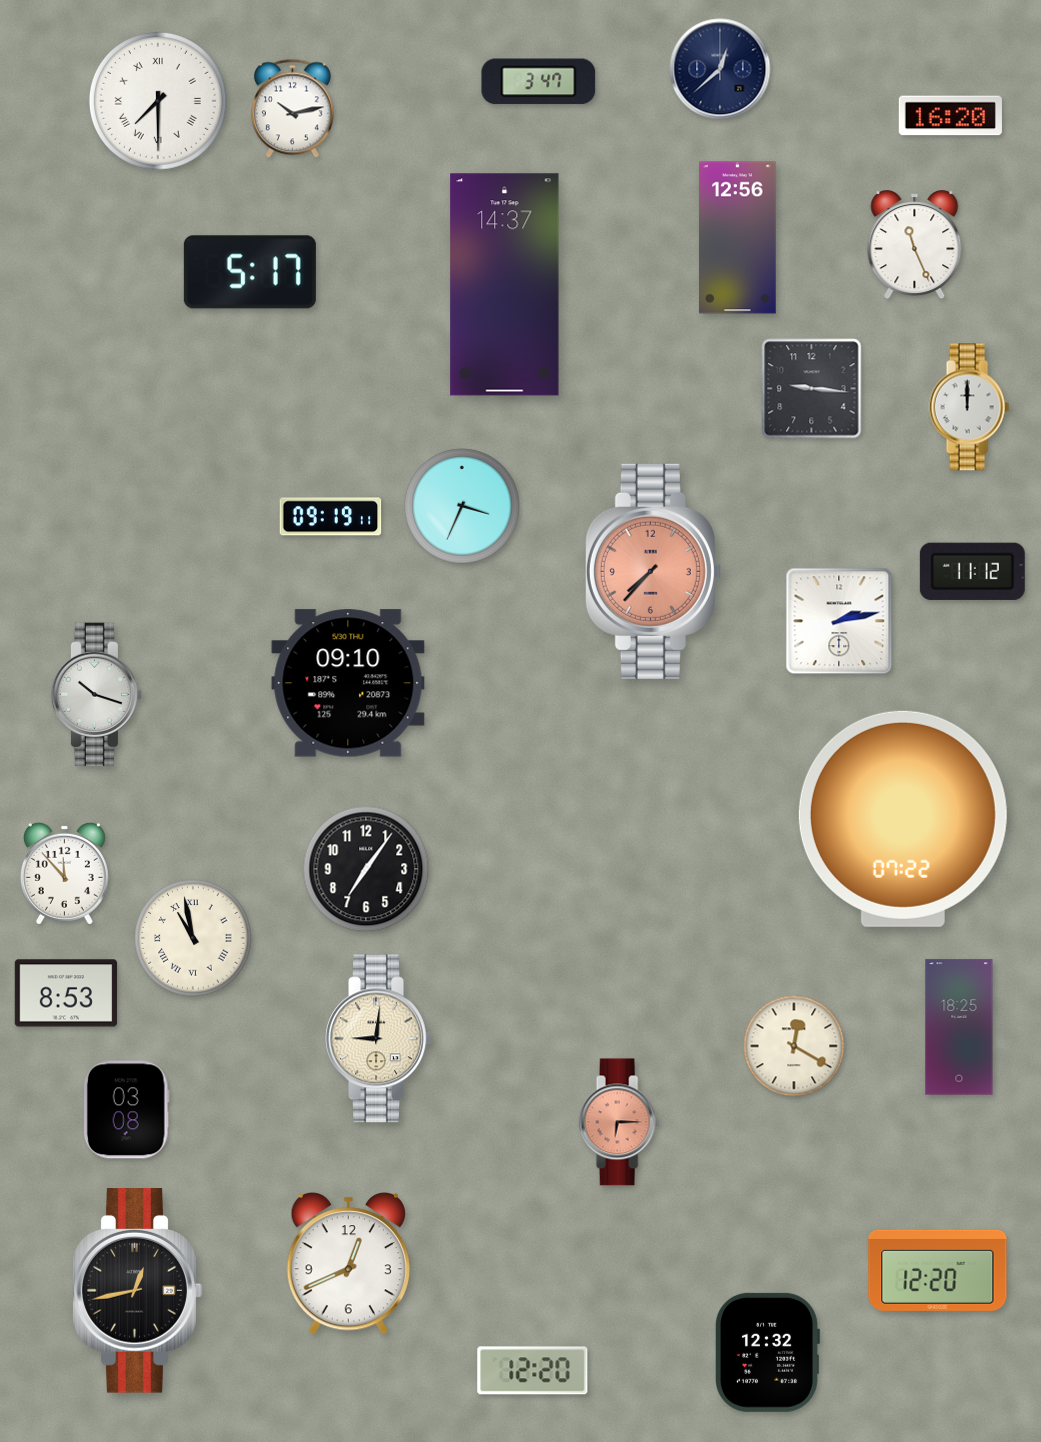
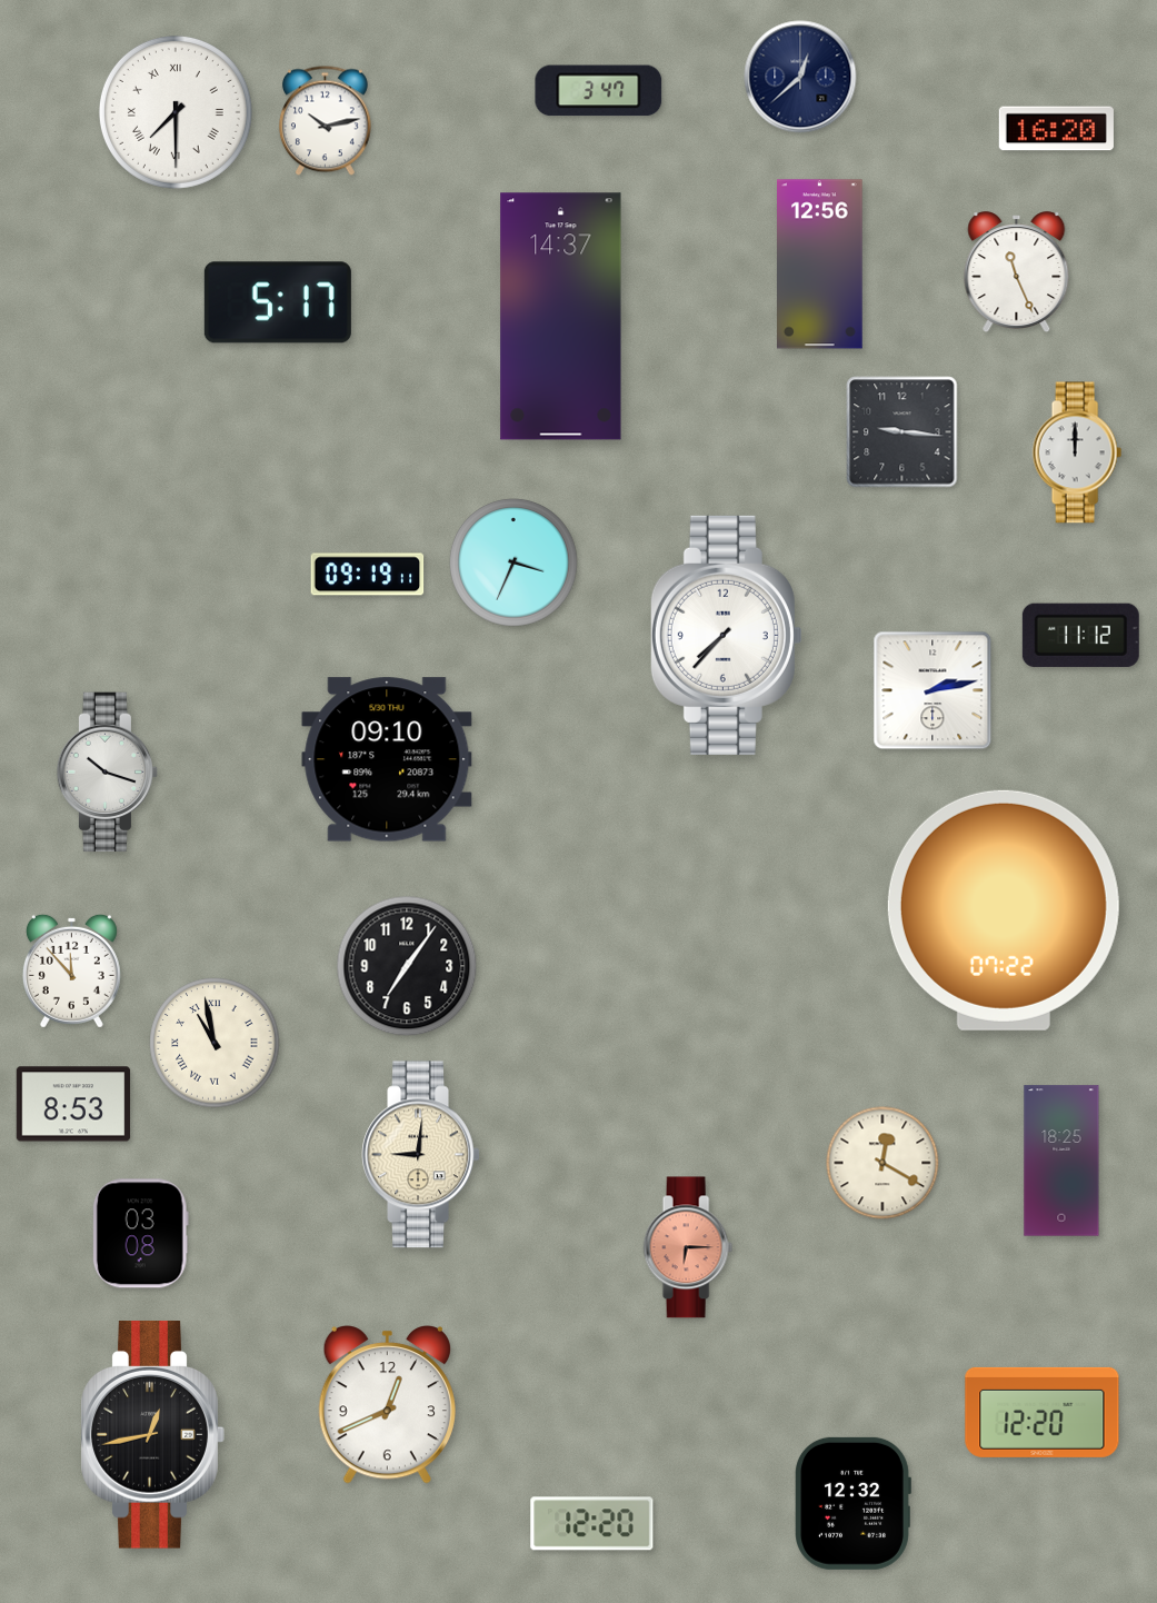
clock at (653, 571) dial: salmon -> white
clock at (959, 1027) position: (959, 1027) -> (1061, 1161)
